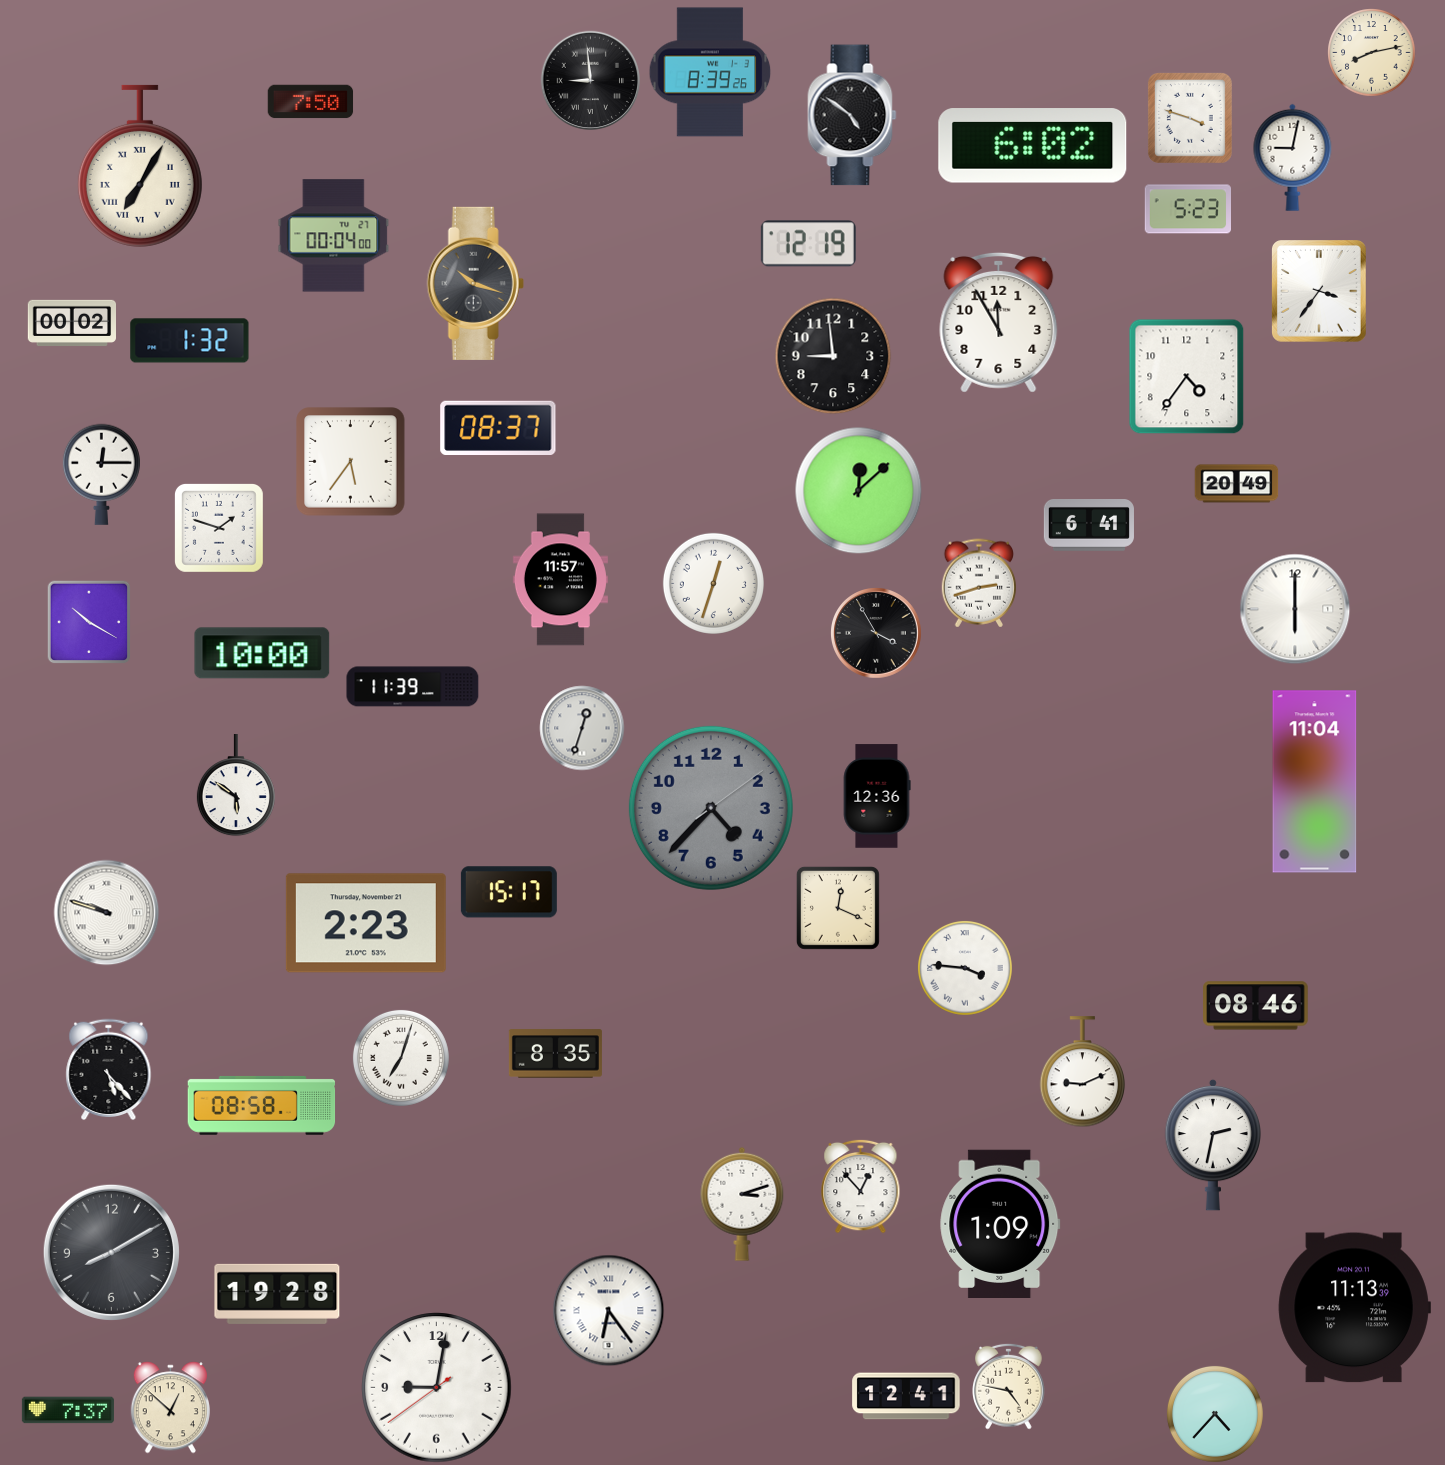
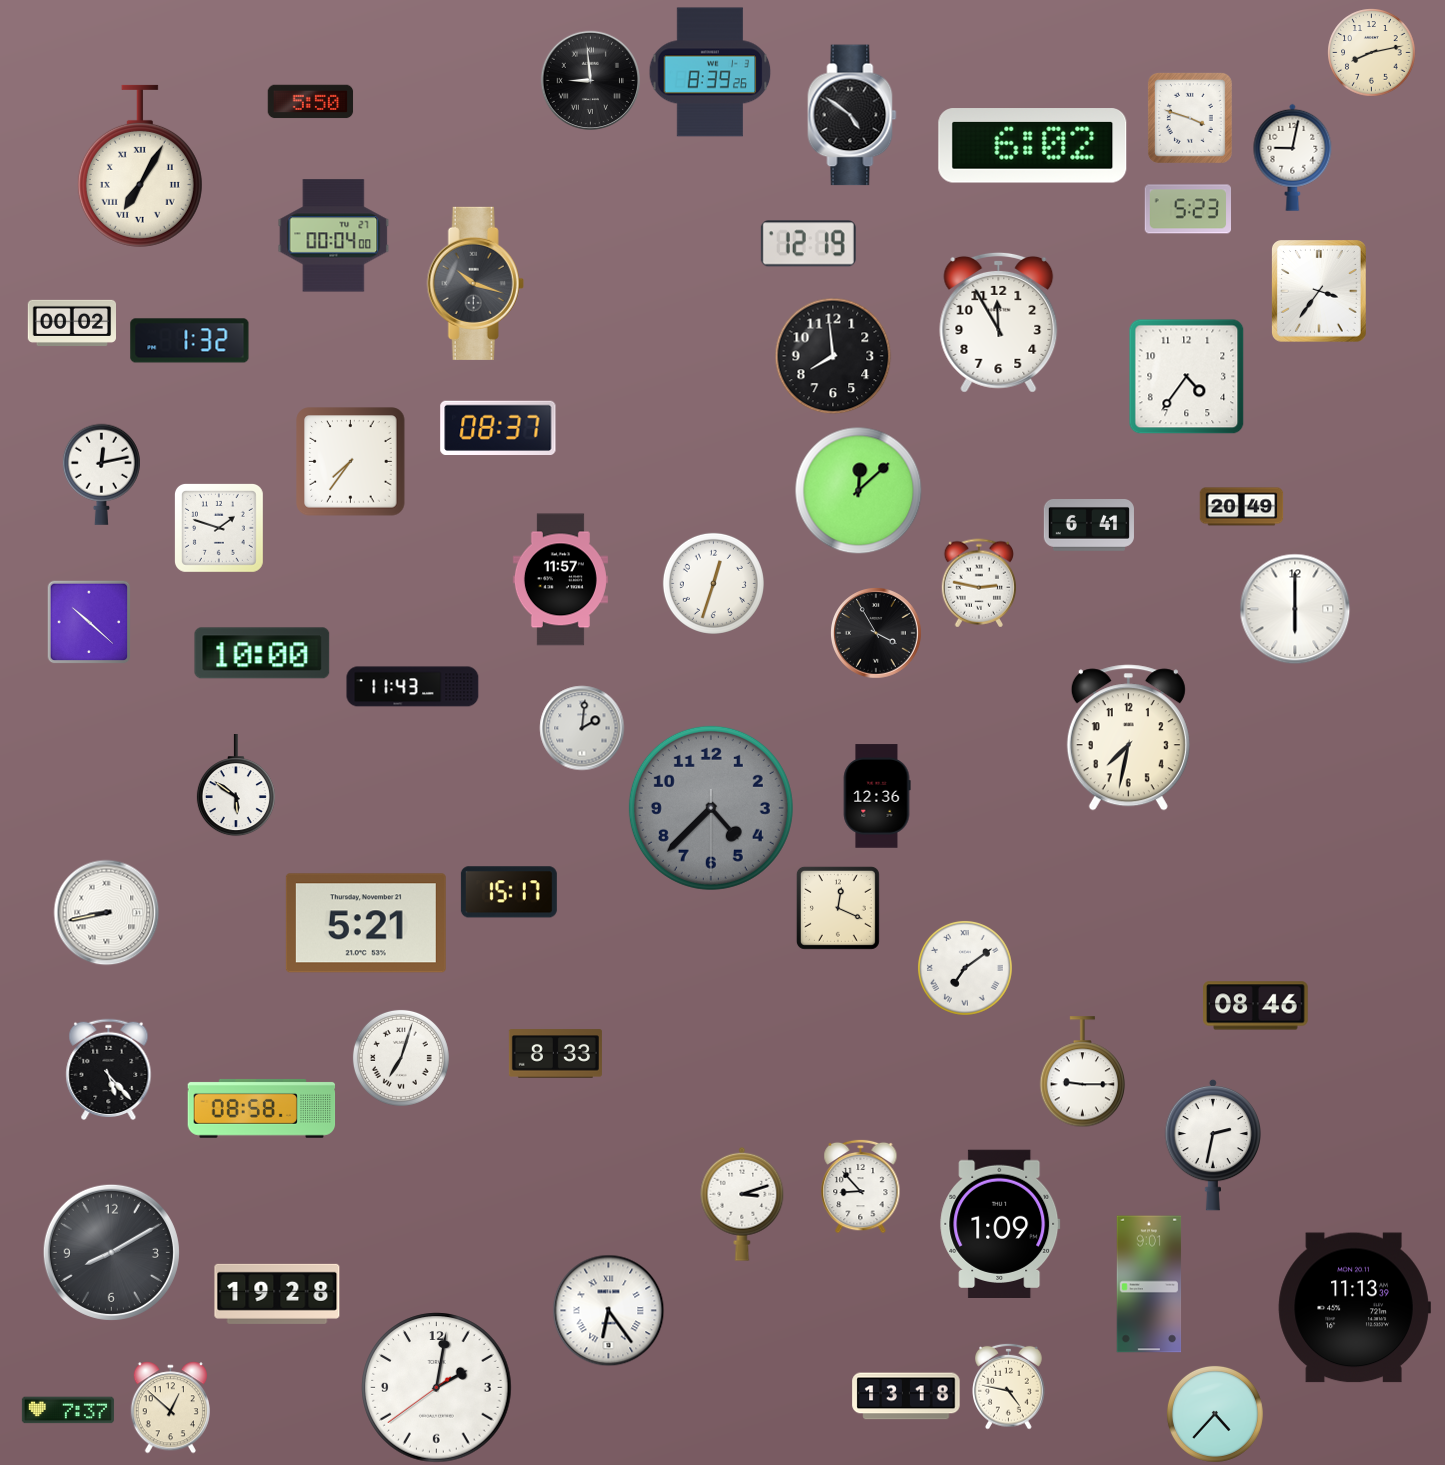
clock at (310, 102): 7:50 -> 5:50
clock at (833, 356): 8:59 -> 7:59
clock at (351, 462): 5:36 -> 7:36
clock at (101, 474): 12:15 -> 12:13
clock at (1236, 484) position: (1236, 484) -> (1241, 507)
clock at (978, 583): 2:42 -> 2:47
clock at (89, 622): 10:20 -> 10:22
clock at (413, 687): 11:39 -> 11:43
clock at (582, 728): 12:33 -> 2:01
clock at (1128, 738): none -> 7:32
clock at (1315, 782): 11:04 -> none
clock at (711, 808): 4:37:09 -> 4:37:30
clock at (106, 912): 9:48 -> 8:43
clock at (366, 923): 2:23 -> 5:21
clock at (965, 968): 3:46 -> 7:09
clock at (555, 1054): 8:35 -> 8:33
clock at (1083, 1072): 9:11 -> 9:15
clock at (262, 1105) position: (262, 1105) -> (262, 1108)
clock at (861, 1186): 12:53 -> 8:53
clock at (1149, 1284): none -> 9:01
clock at (437, 1388): 9:01 -> 2:01
clock at (906, 1396): 12:41 -> 13:18
